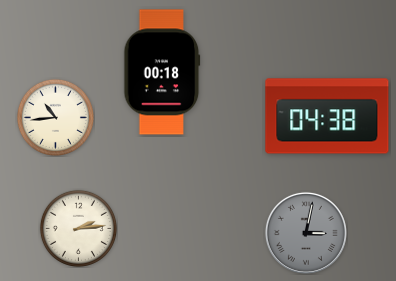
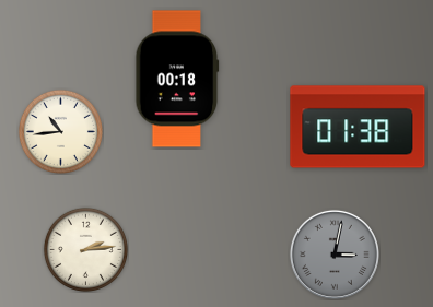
clock at (327, 116): 04:38 -> 01:38
clock at (55, 117) position: (55, 117) -> (60, 131)
